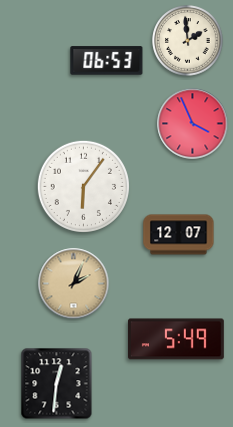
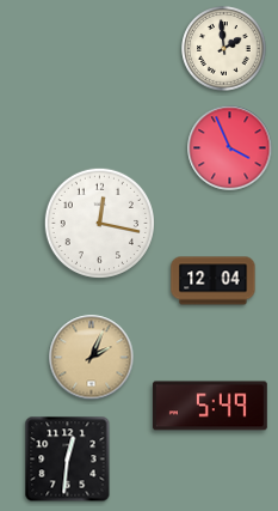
clock at (107, 61): 06:53 -> none
clock at (83, 186): 6:06 -> 12:17
clock at (179, 235): 12:07 -> 12:04
clock at (74, 284) position: (74, 284) -> (92, 358)
